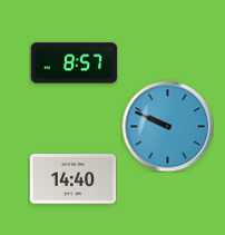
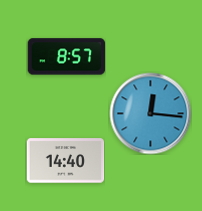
clock at (167, 126): 9:49 -> 12:16
